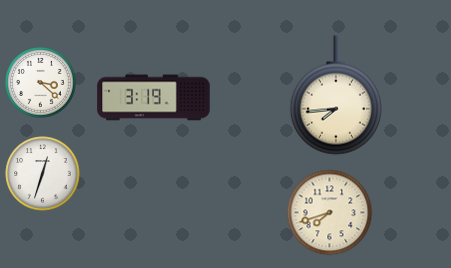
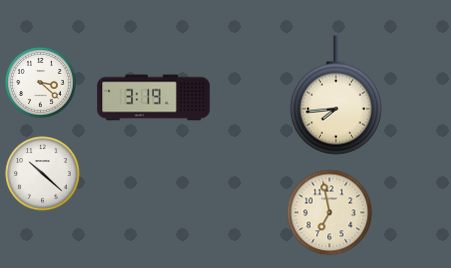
clock at (43, 174): 12:33 -> 10:22
clock at (330, 213): 7:42 -> 6:58
